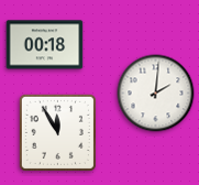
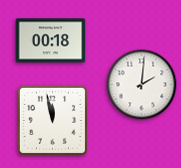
clock at (45, 45) position: (45, 45) -> (51, 41)
clock at (57, 132): 11:55 -> 11:58
